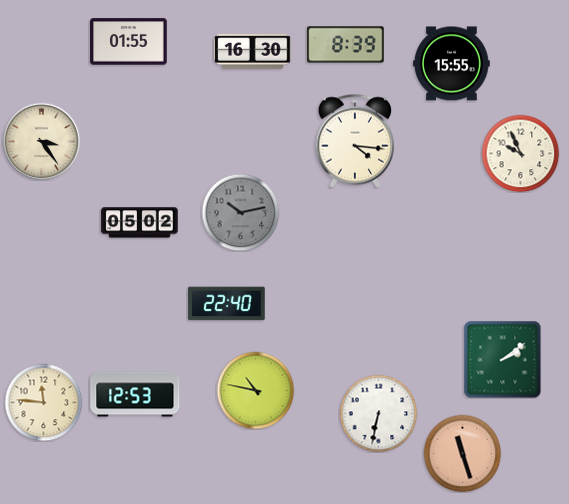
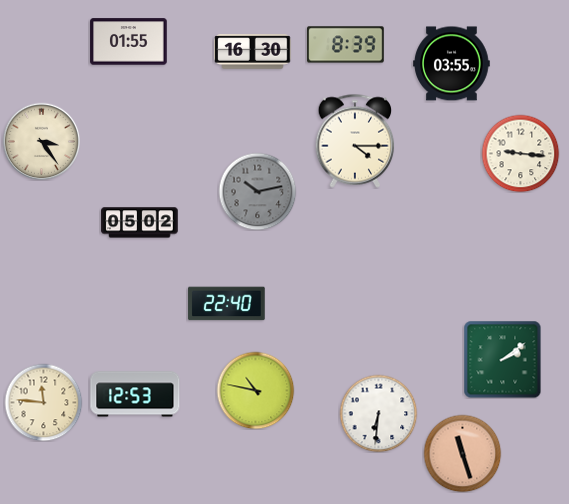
clock at (452, 64): 15:55 -> 03:55
clock at (355, 141): 4:16 -> 4:15
clock at (520, 153): 9:56 -> 9:16
clock at (240, 212) position: (240, 212) -> (257, 191)
clock at (378, 413): 6:32 -> 6:31
